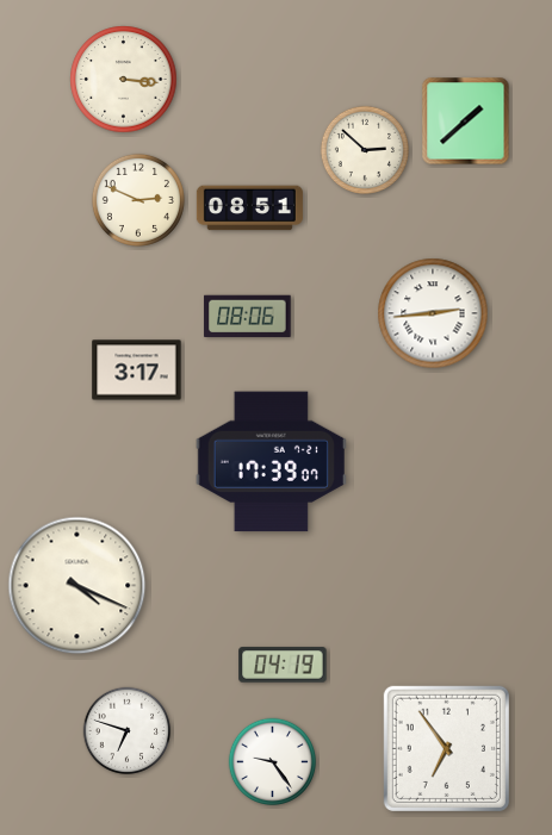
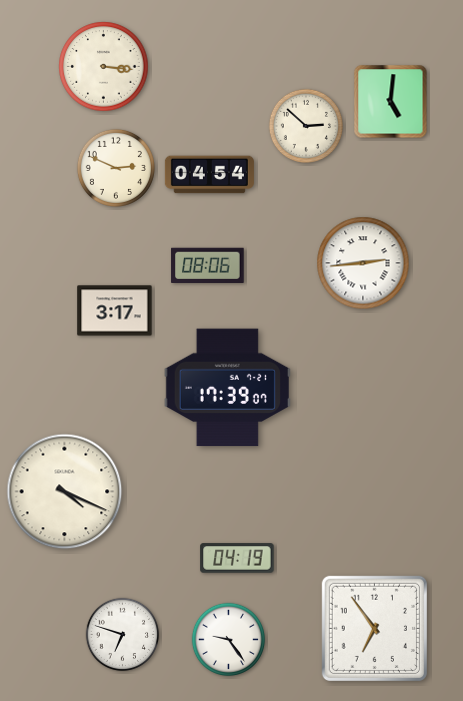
clock at (466, 121): 1:38 -> 5:01
clock at (249, 208): 08:51 -> 04:54
clock at (128, 731) position: (128, 731) -> (123, 635)
